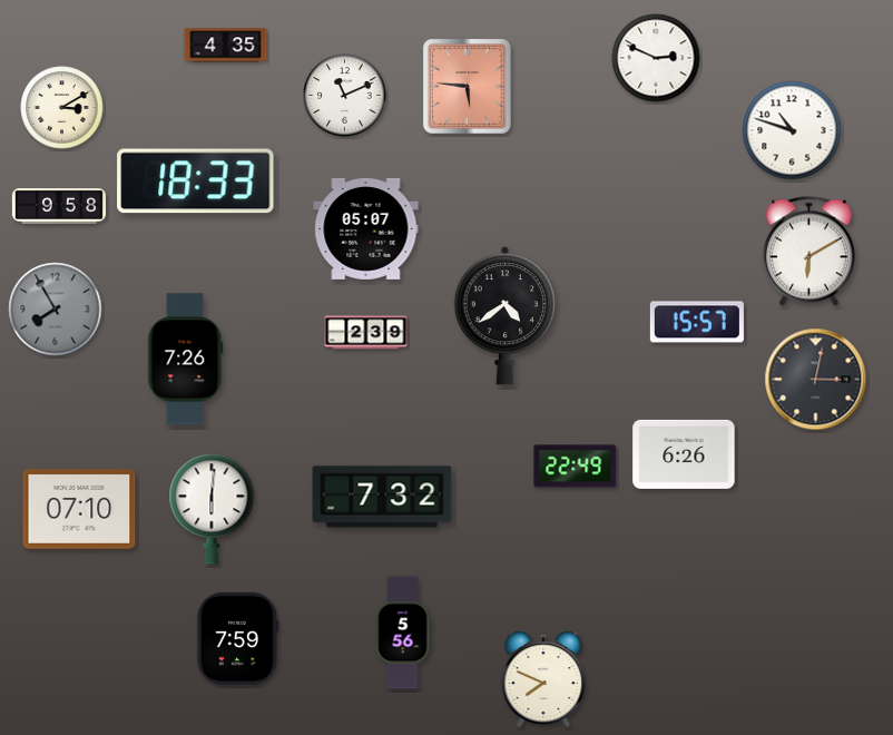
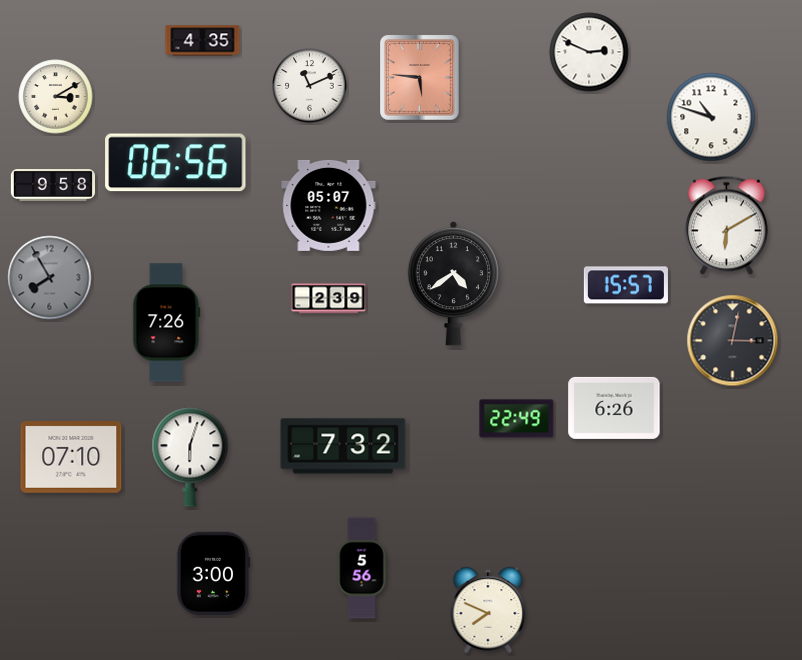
clock at (196, 182): 18:33 -> 06:56
clock at (697, 322) position: (697, 322) -> (626, 285)
clock at (212, 509): 6:01 -> 6:03
clock at (238, 638): 7:59 -> 3:00
